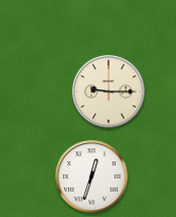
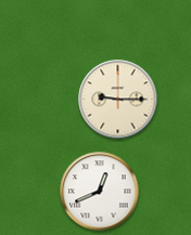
clock at (92, 177): 12:33 -> 12:41
